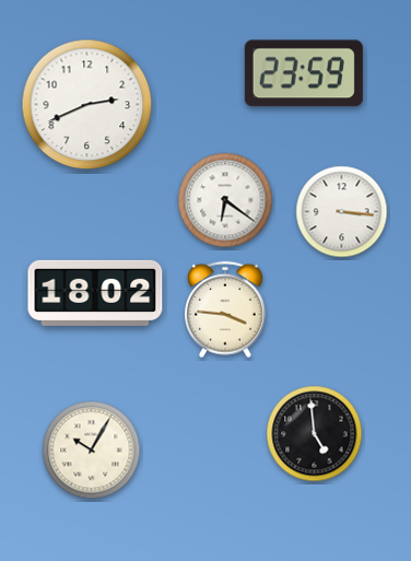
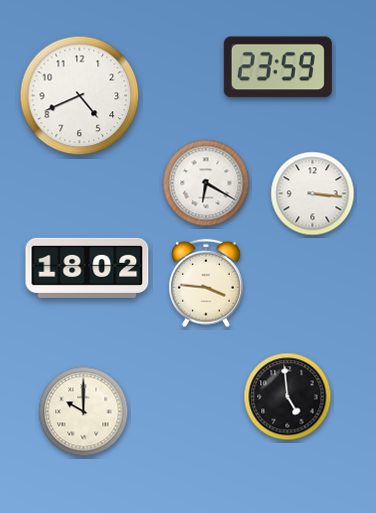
clock at (87, 105): 2:41 -> 4:41
clock at (225, 200): 6:21 -> 6:20
clock at (92, 451): 10:05 -> 10:00
